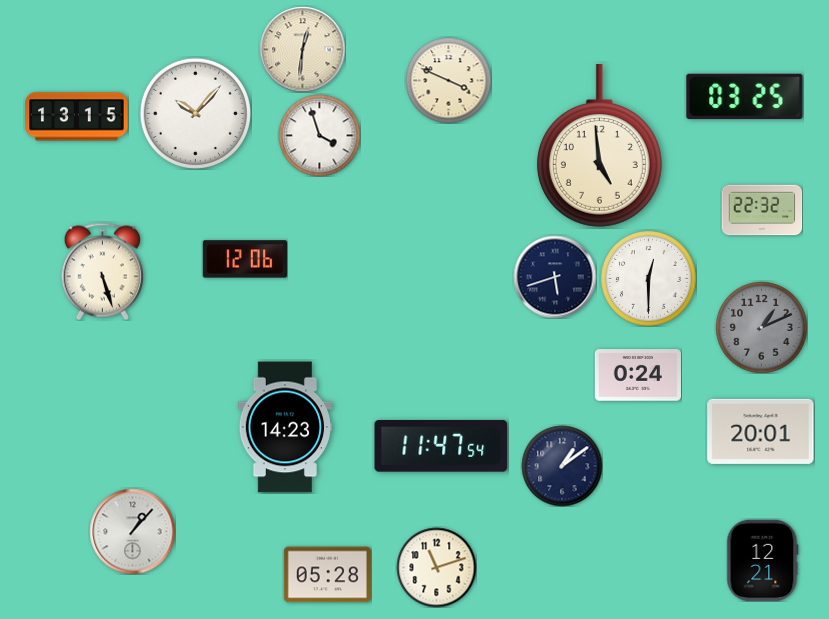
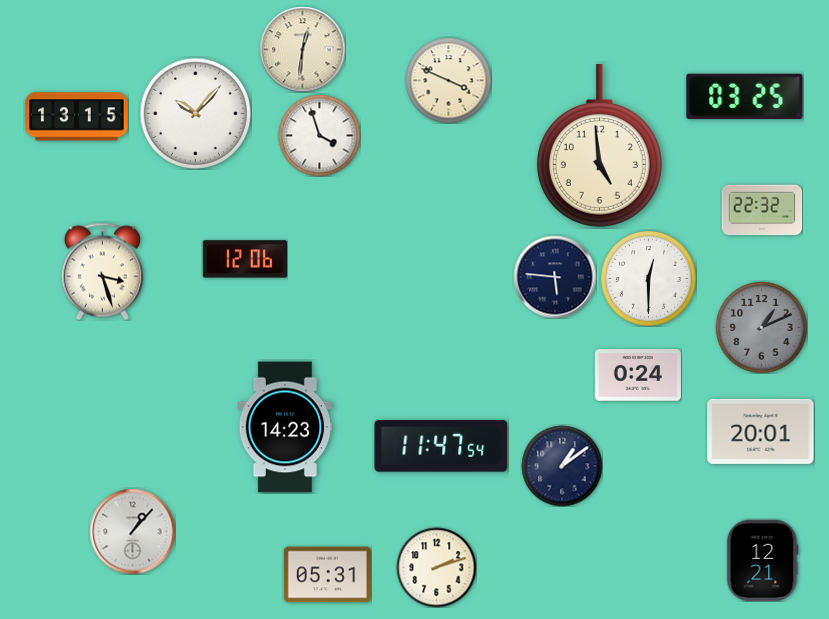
clock at (102, 271): 5:27 -> 3:27
clock at (555, 277): 5:42 -> 5:46
clock at (436, 567): 11:12 -> 2:12
clock at (327, 575): 05:28 -> 05:31
